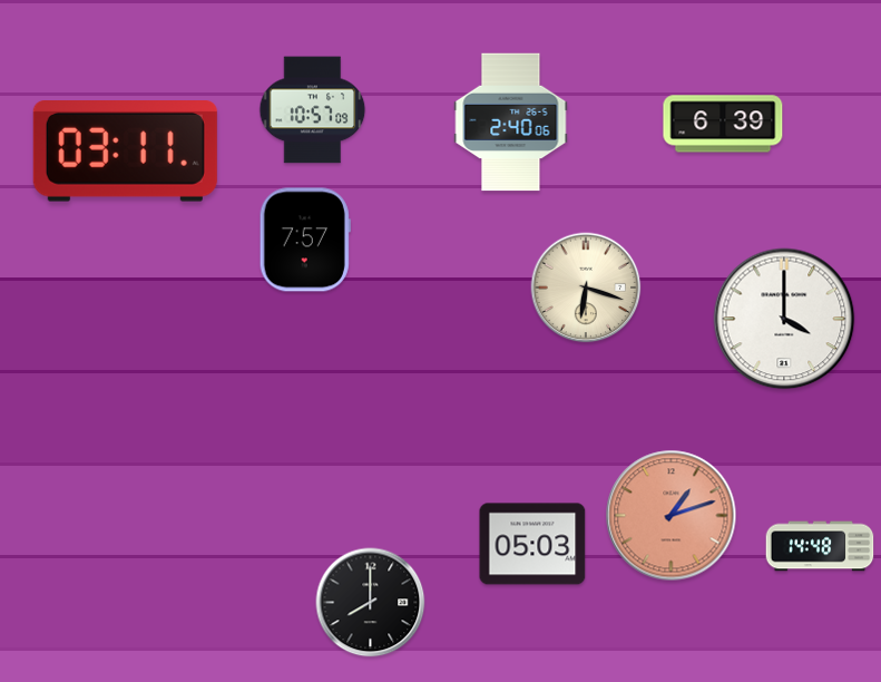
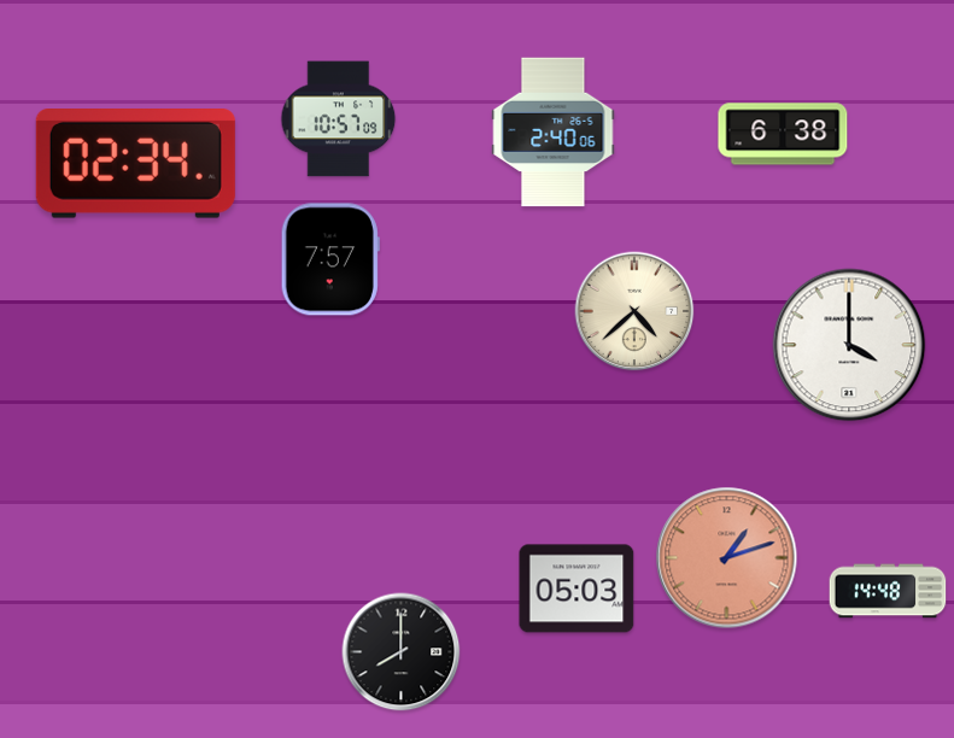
clock at (723, 124): 6:39 -> 6:38
clock at (125, 152): 03:11 -> 02:34
clock at (586, 288): 6:18 -> 4:38
